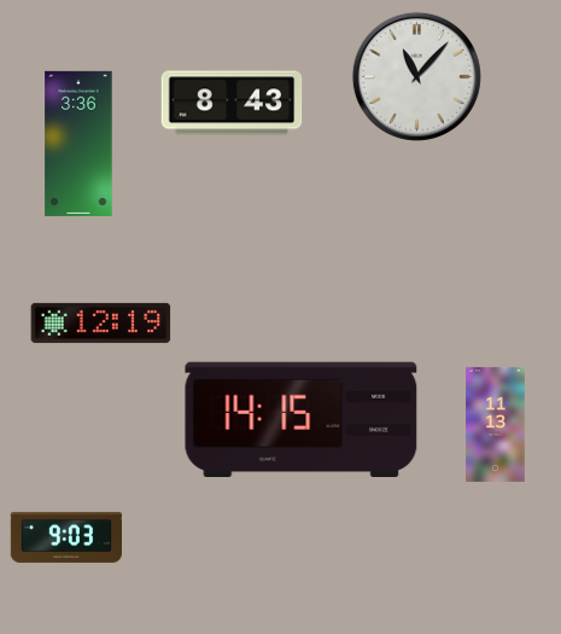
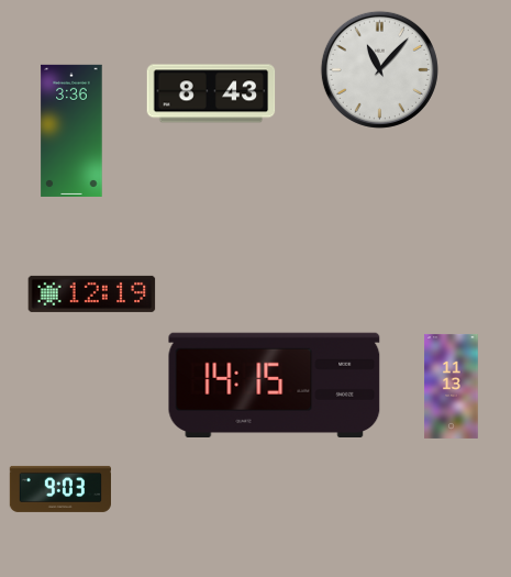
clock at (302, 419) position: (302, 419) -> (275, 385)
